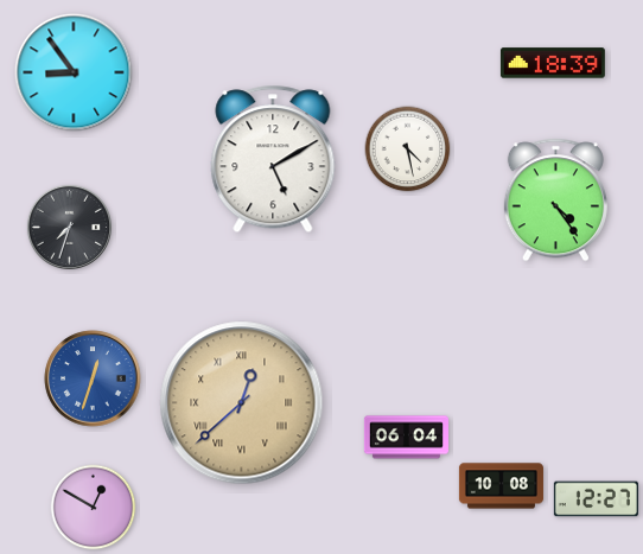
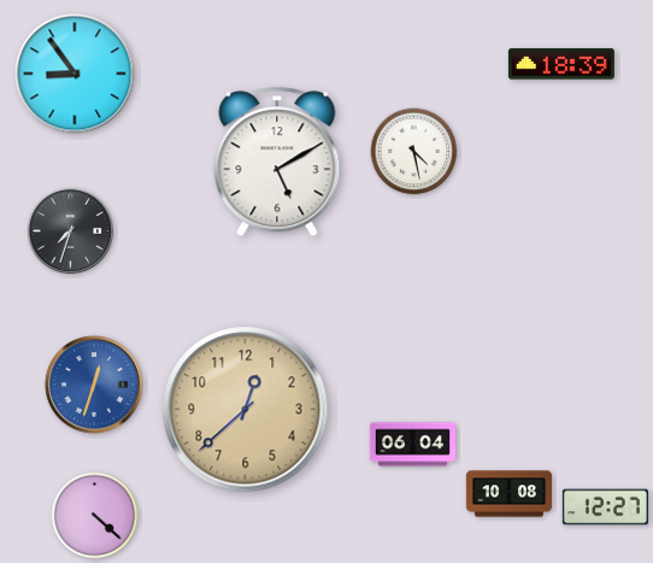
clock at (555, 200): 4:24 -> none
clock at (242, 403) numerals: Roman -> Arabic
clock at (94, 508): 12:50 -> 4:22
